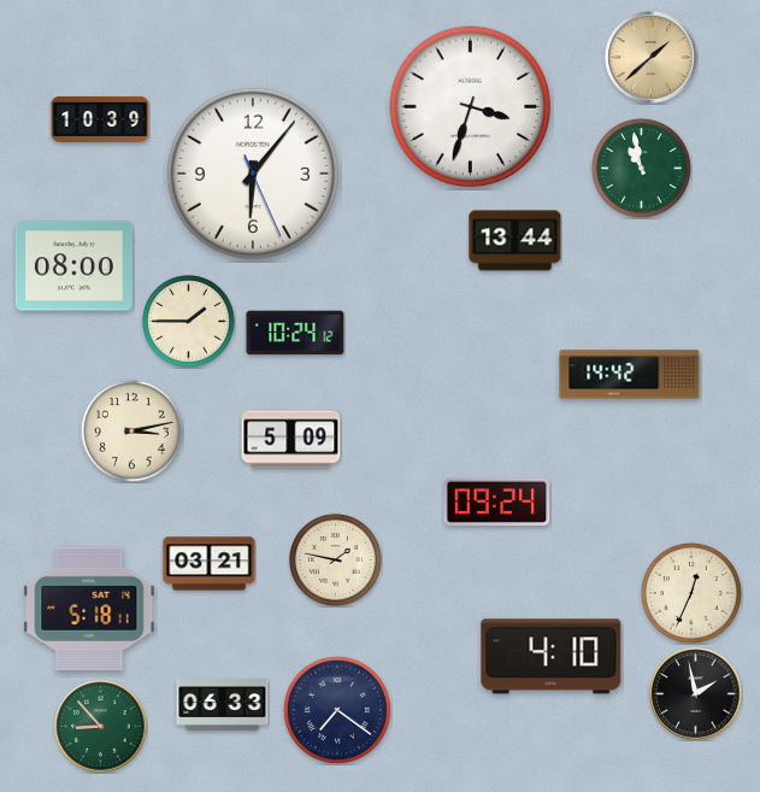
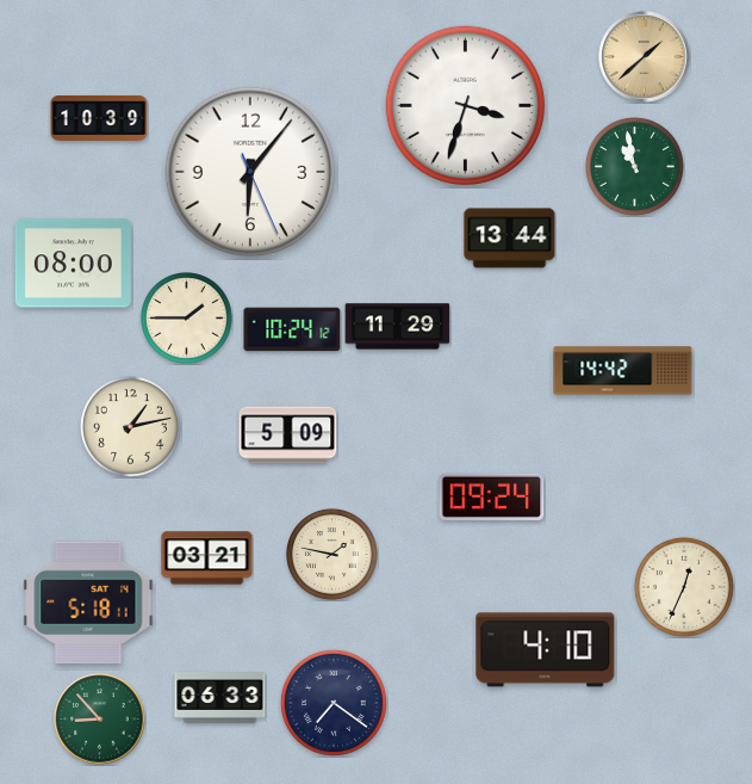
clock at (398, 327): none -> 11:29
clock at (131, 430): 3:13 -> 1:13
clock at (696, 694): 1:58 -> none
